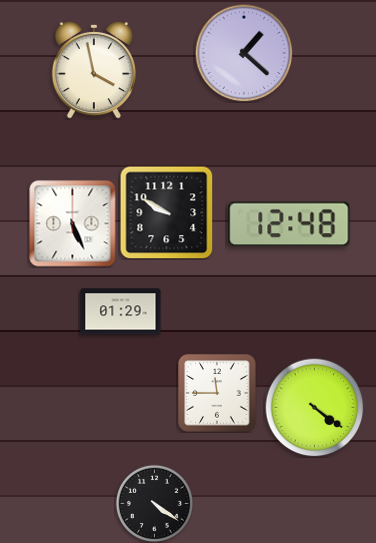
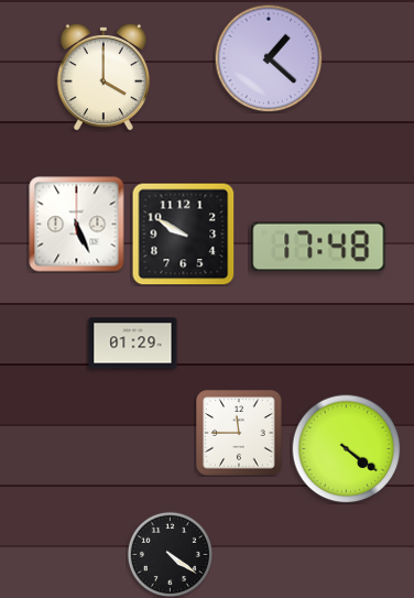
clock at (94, 70): 3:58 -> 4:00
clock at (73, 224) position: (73, 224) -> (77, 225)
clock at (289, 224): 12:48 -> 17:48
